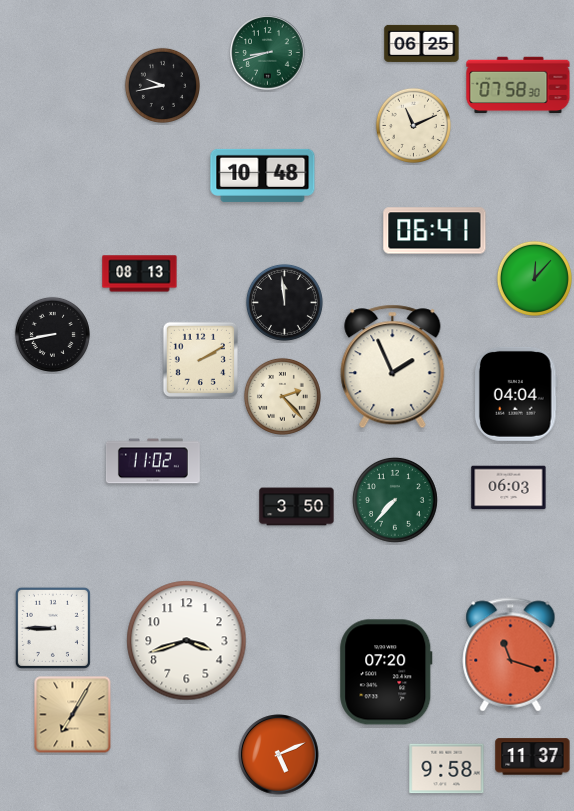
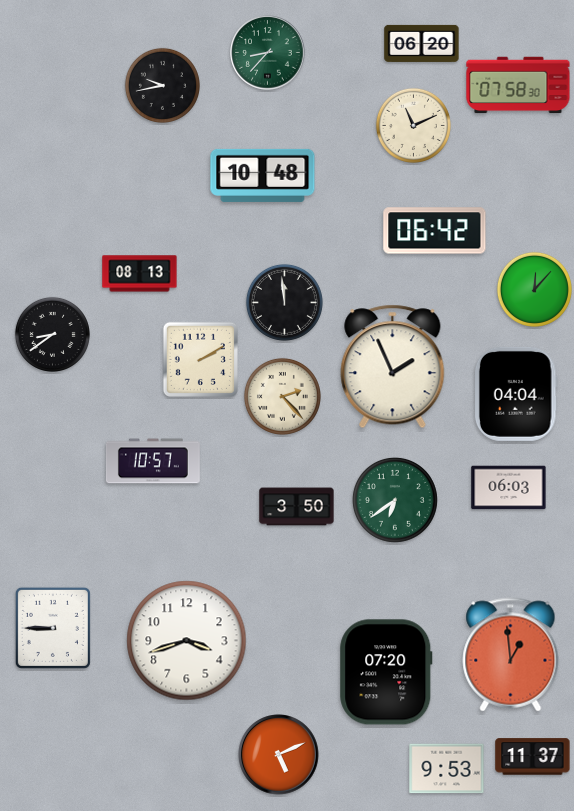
clock at (422, 43): 06:25 -> 06:20
clock at (268, 53): 8:42 -> 8:37
clock at (435, 231): 06:41 -> 06:42
clock at (534, 278) position: (534, 278) -> (534, 289)
clock at (52, 334): 8:43 -> 8:39
clock at (153, 461): 11:02 -> 10:57
clock at (395, 500): 7:37 -> 6:39
clock at (511, 655): 11:18 -> 12:59
clock at (73, 715): 7:05 -> none
clock at (447, 769): 9:58 -> 9:53
